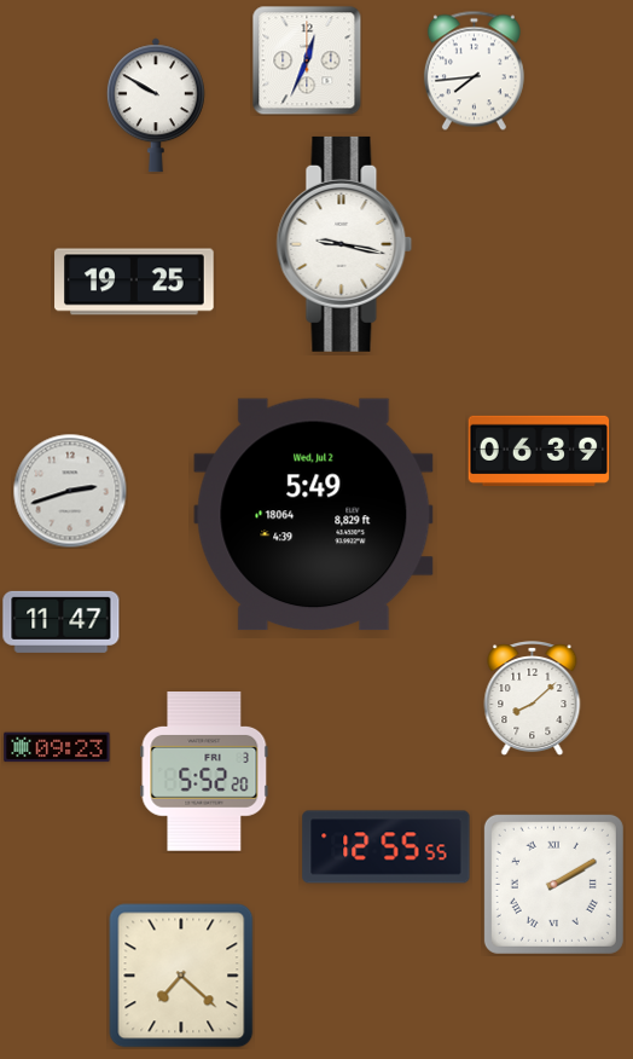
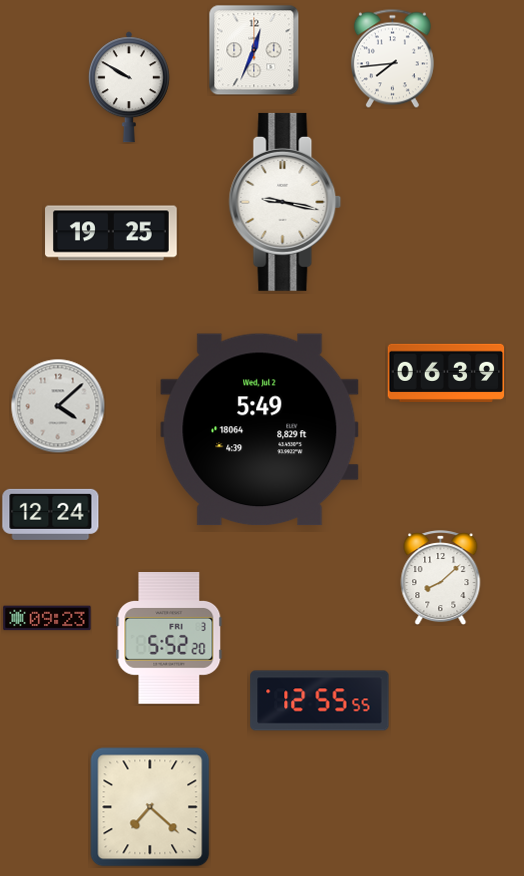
clock at (70, 491): 2:42 -> 4:08
clock at (314, 515) position: (314, 515) -> (260, 430)
clock at (62, 621): 11:47 -> 12:24
clock at (553, 884): 2:10 -> none
